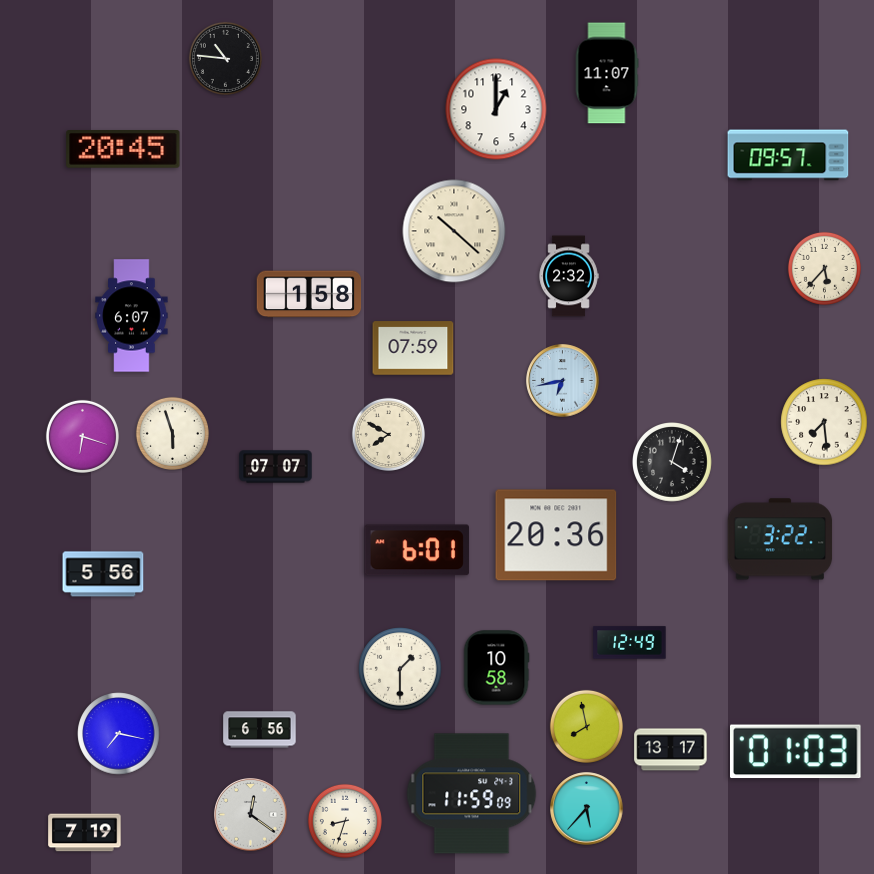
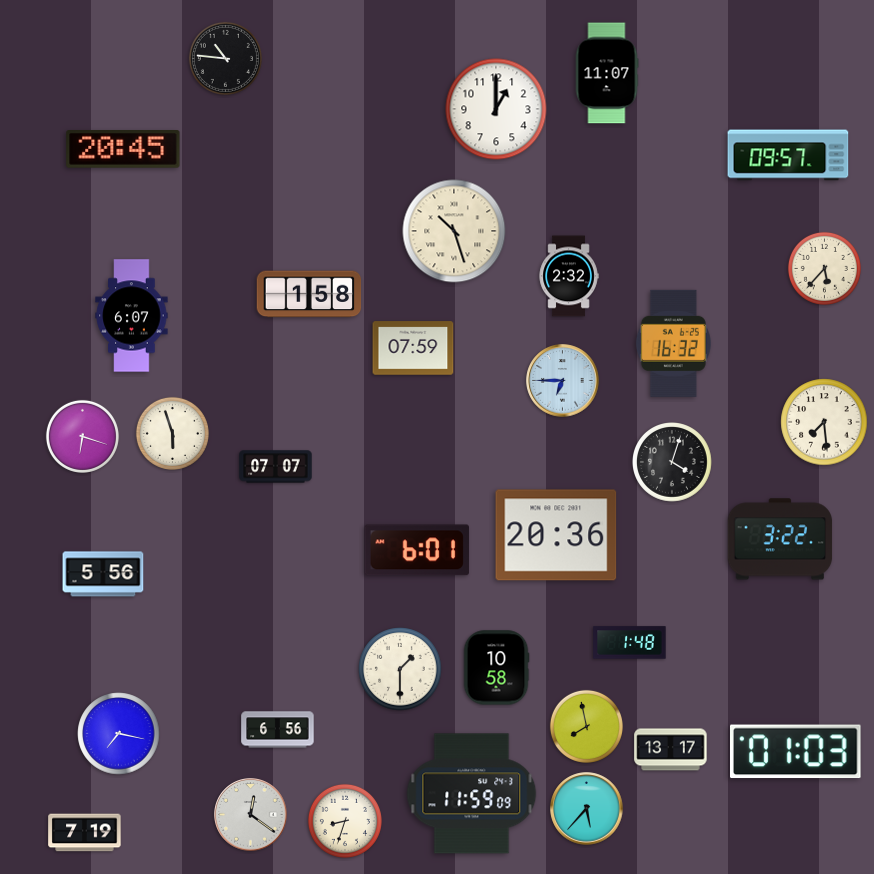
clock at (454, 231): 10:22 -> 10:27
clock at (673, 343): none -> 16:32
clock at (563, 381): 6:43 -> 6:45
clock at (388, 434): 7:50 -> none
clock at (630, 643): 12:49 -> 1:48
clock at (260, 730) position: (260, 730) -> (278, 730)
